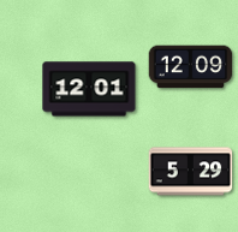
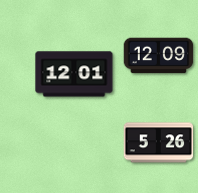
clock at (191, 172): 5:29 -> 5:26
